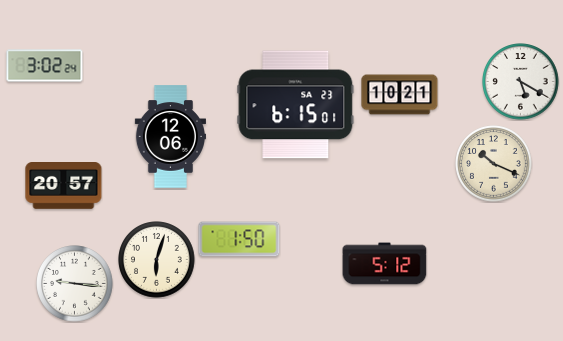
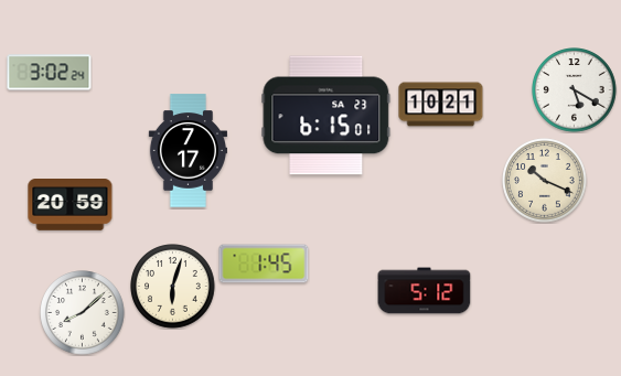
clock at (170, 137): 12:06 -> 7:17
clock at (64, 186): 20:57 -> 20:59
clock at (239, 239): 1:50 -> 1:45
clock at (75, 284): 9:16 -> 8:08
